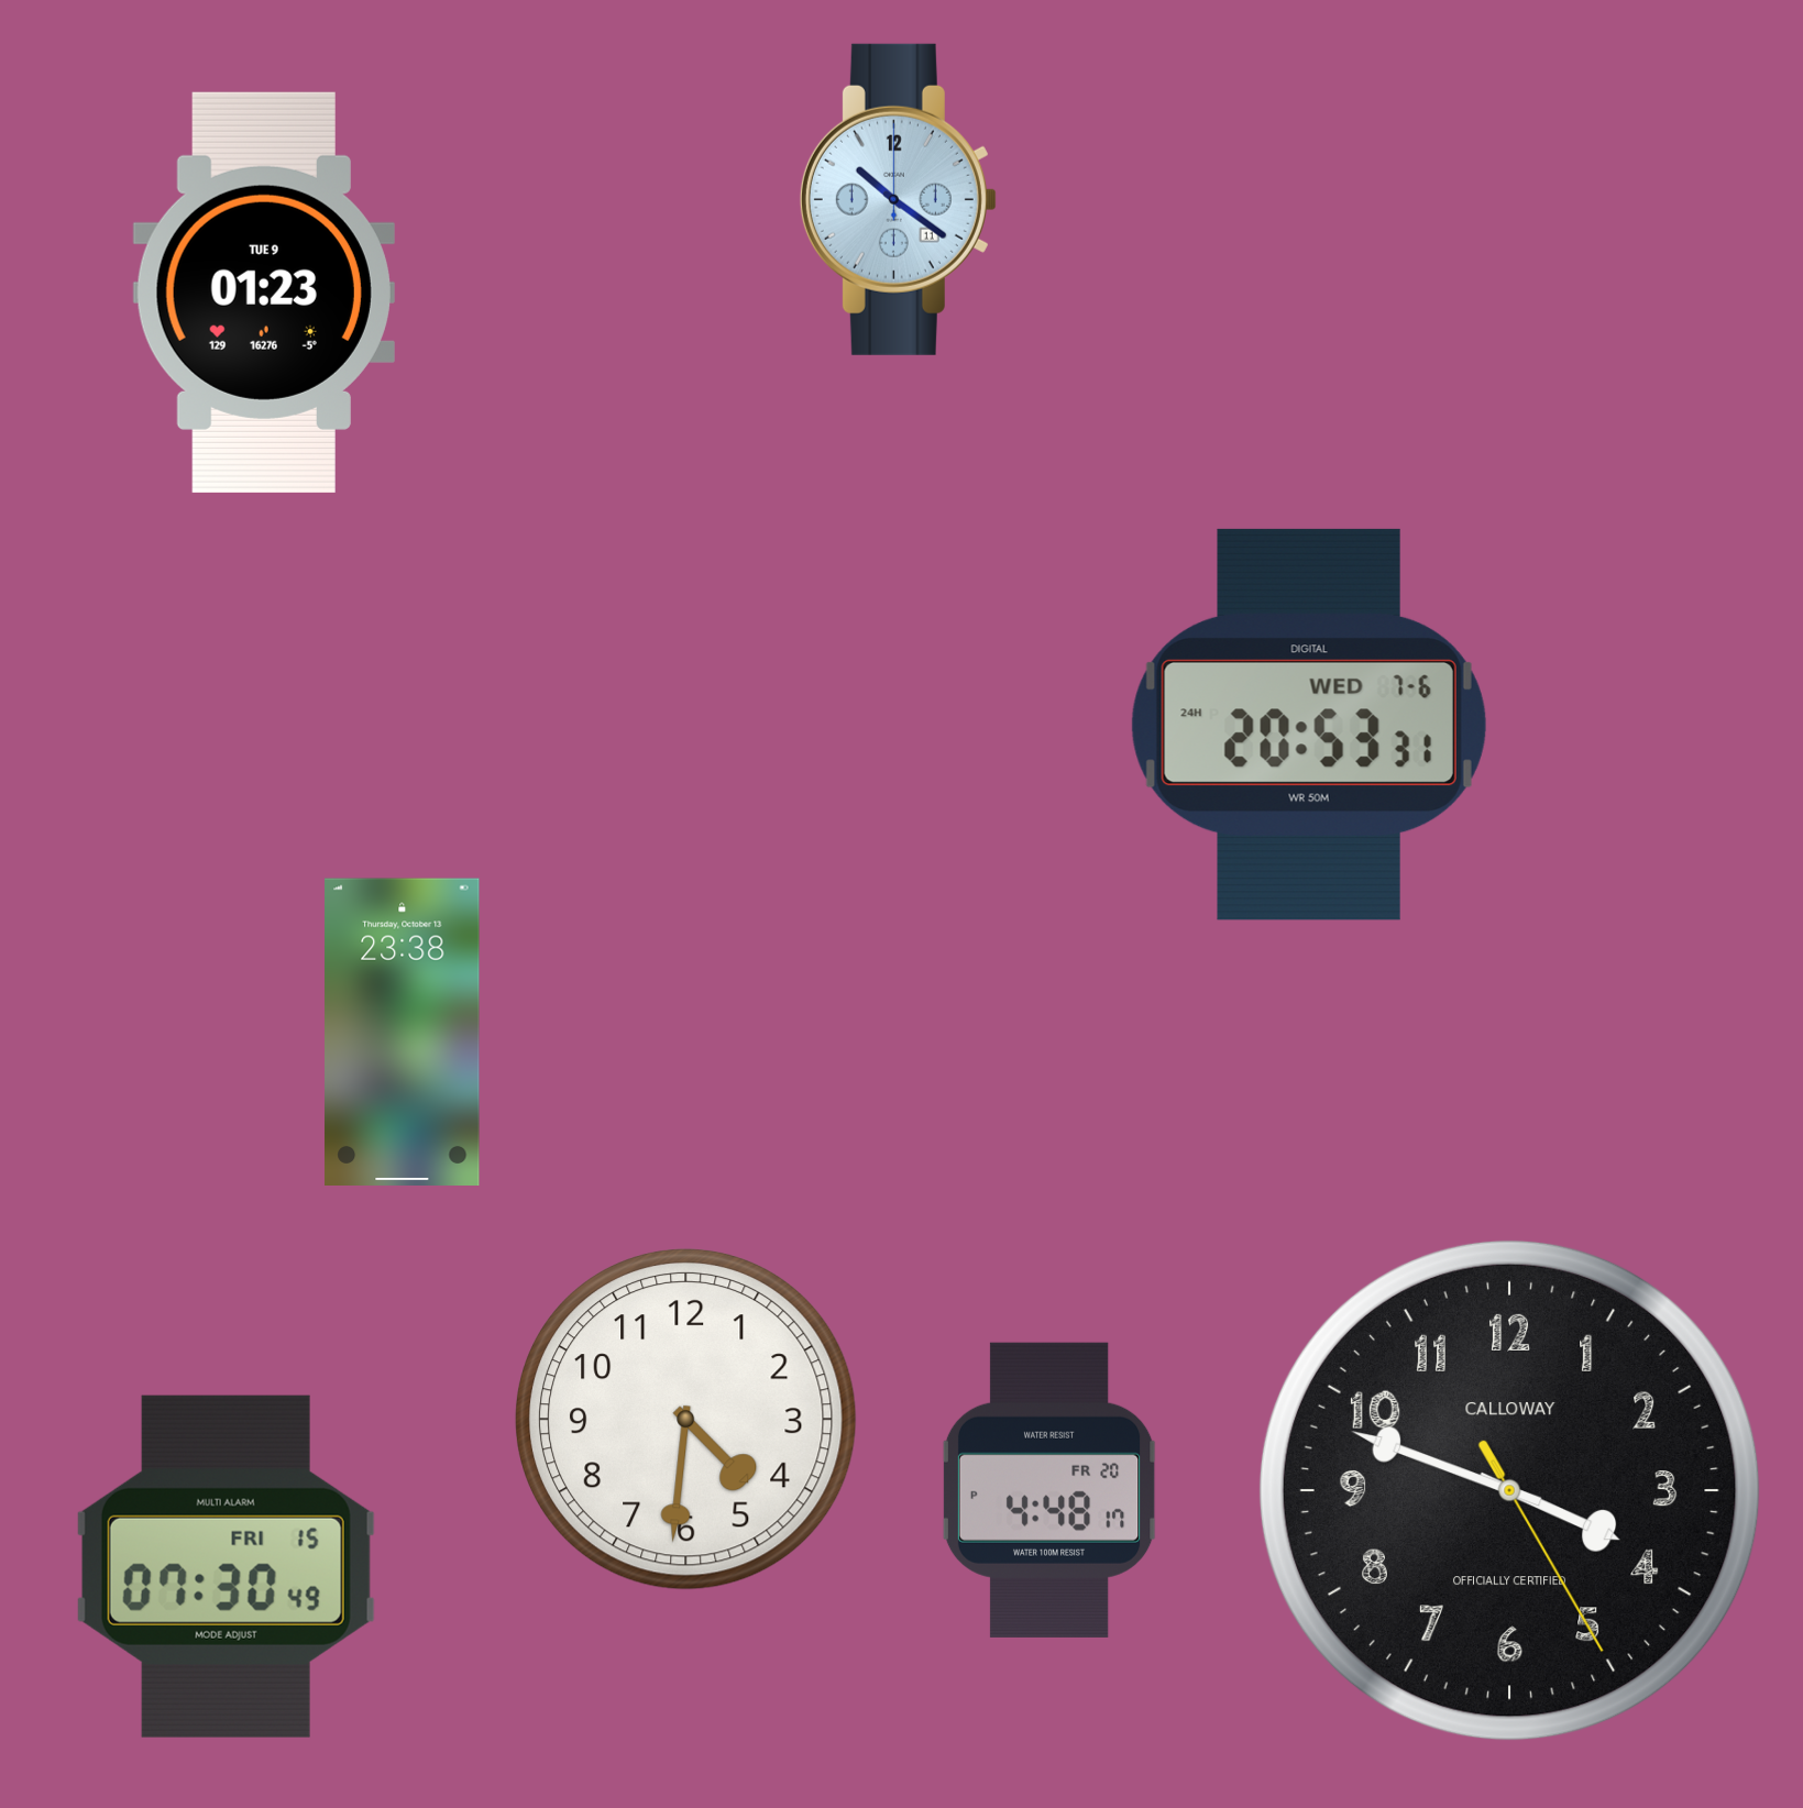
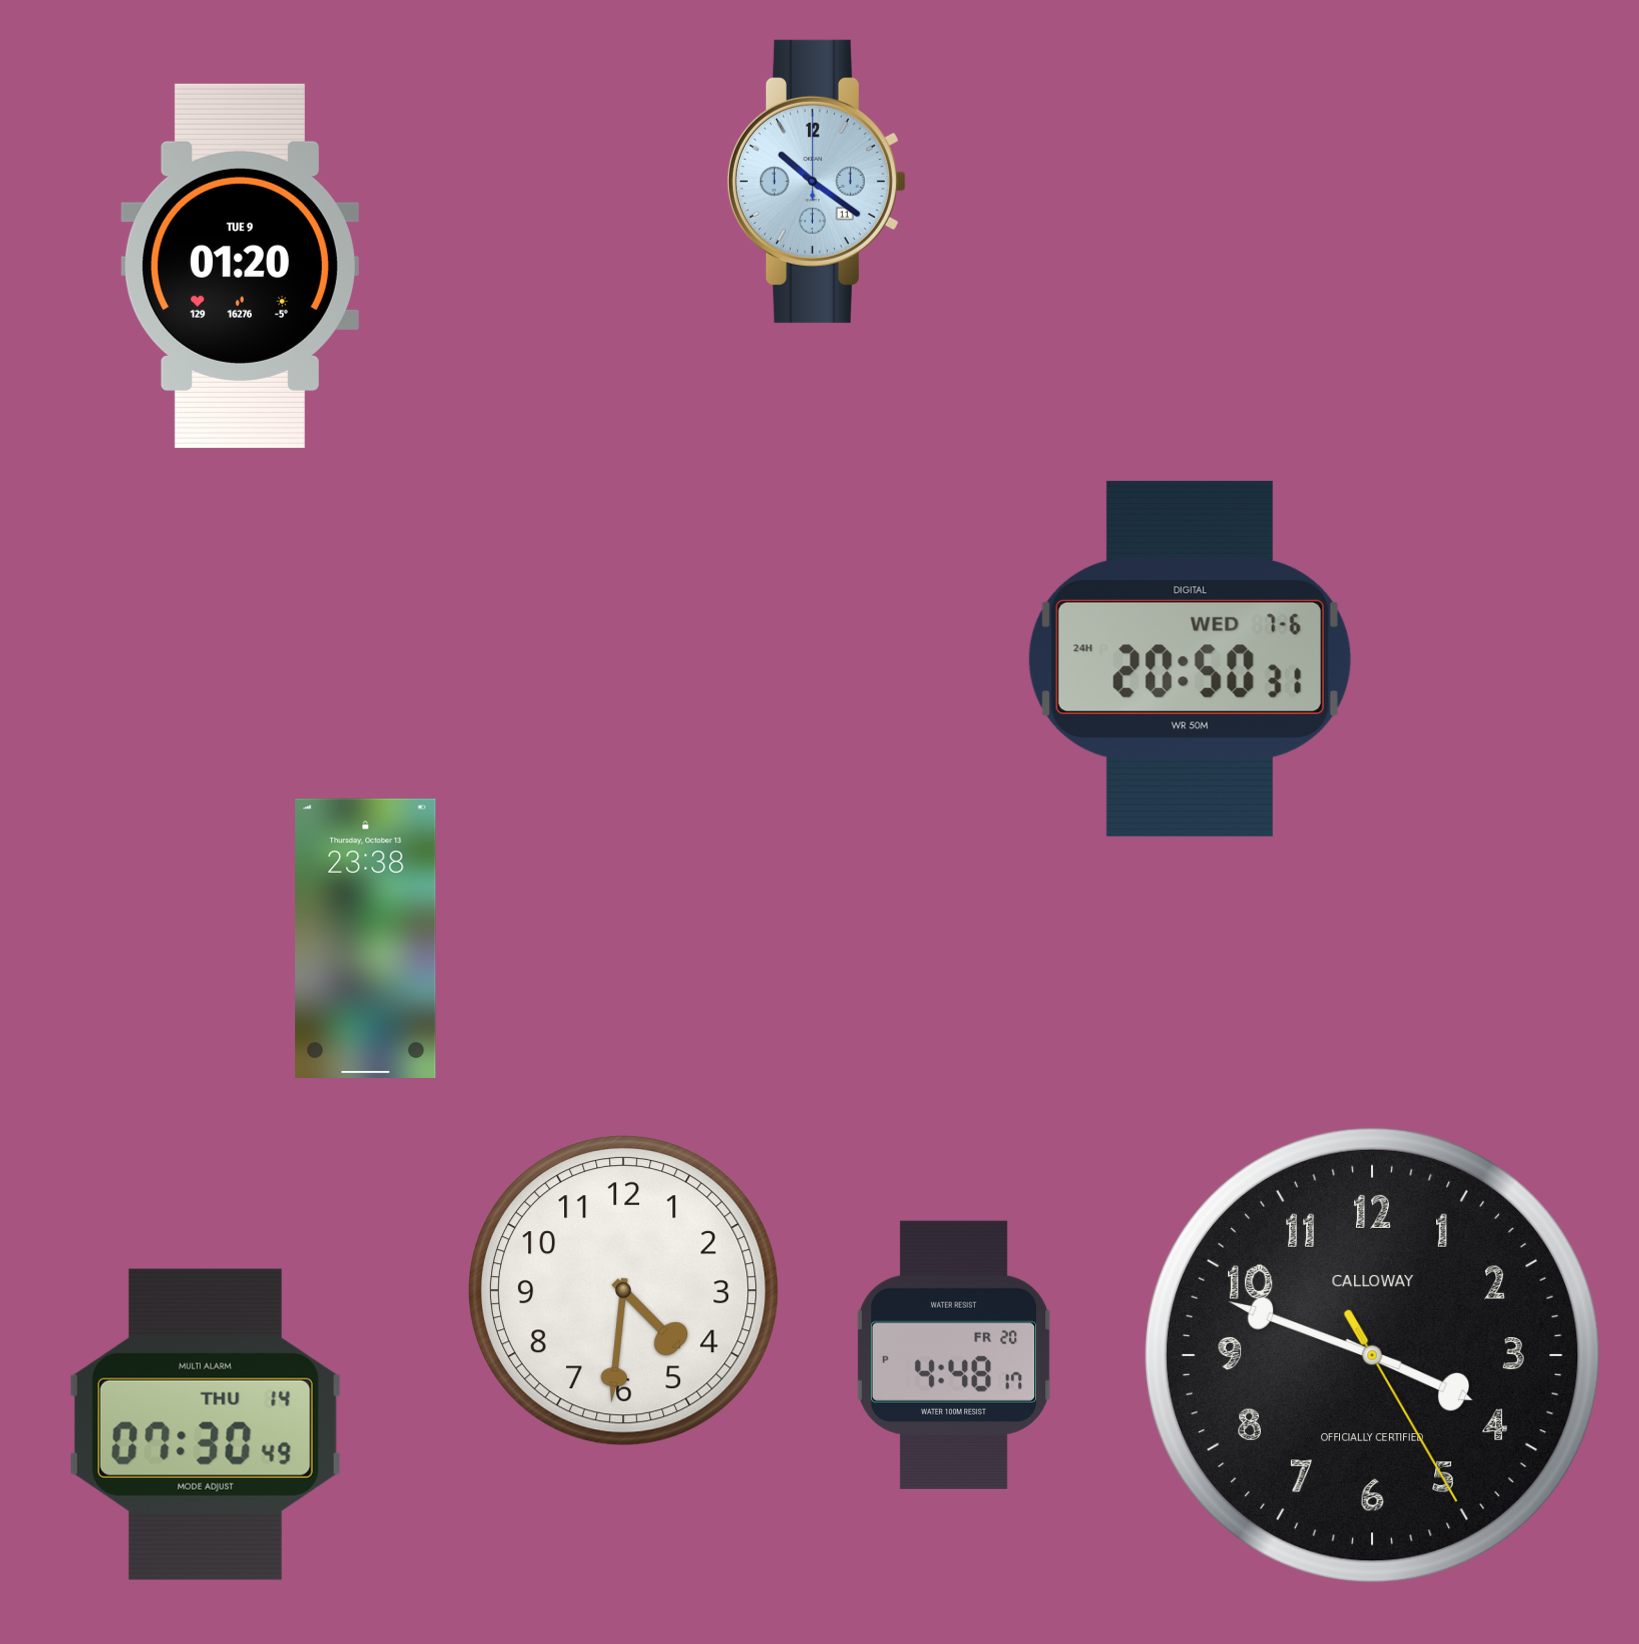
clock at (264, 293): 01:23 -> 01:20
clock at (1309, 725): 20:53 -> 20:50
clock at (226, 1566) date: FRI 15 -> THU 14
